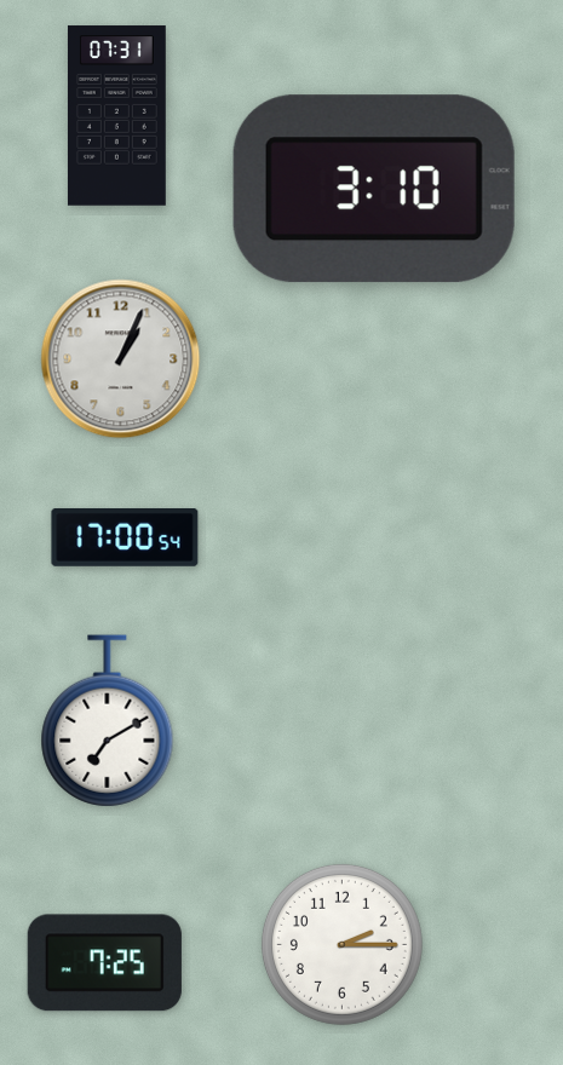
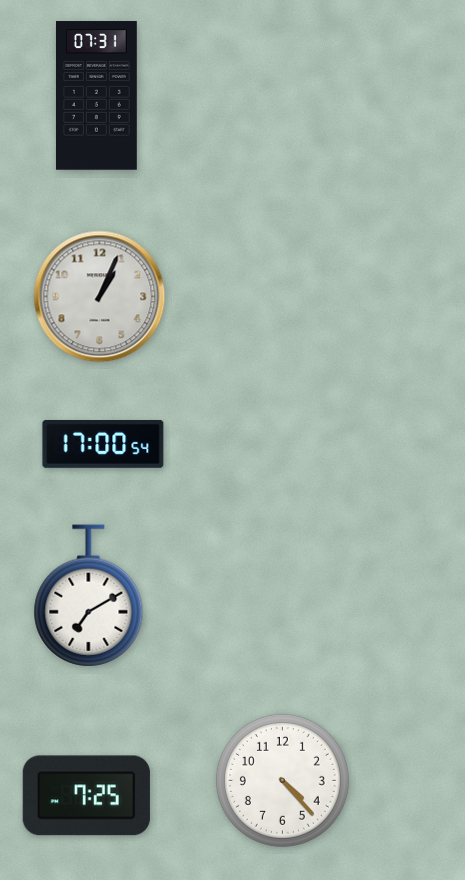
clock at (374, 189): 3:10 -> none
clock at (341, 944): 2:15 -> 4:23
